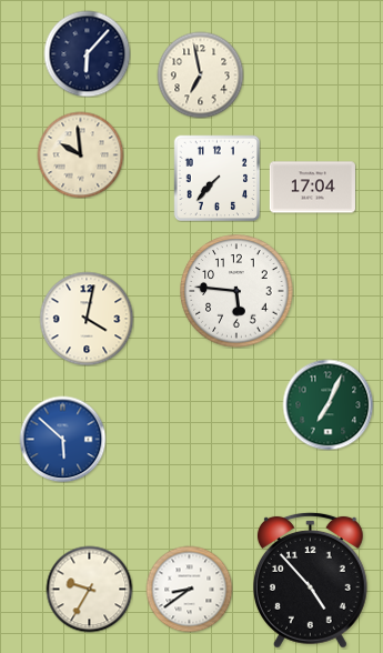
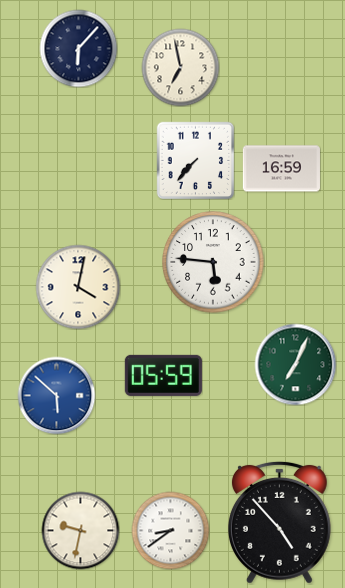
clock at (80, 154): 9:59 -> none
clock at (312, 188): 17:04 -> 16:59
clock at (163, 375): none -> 05:59
clock at (89, 589): 9:35 -> 9:32
